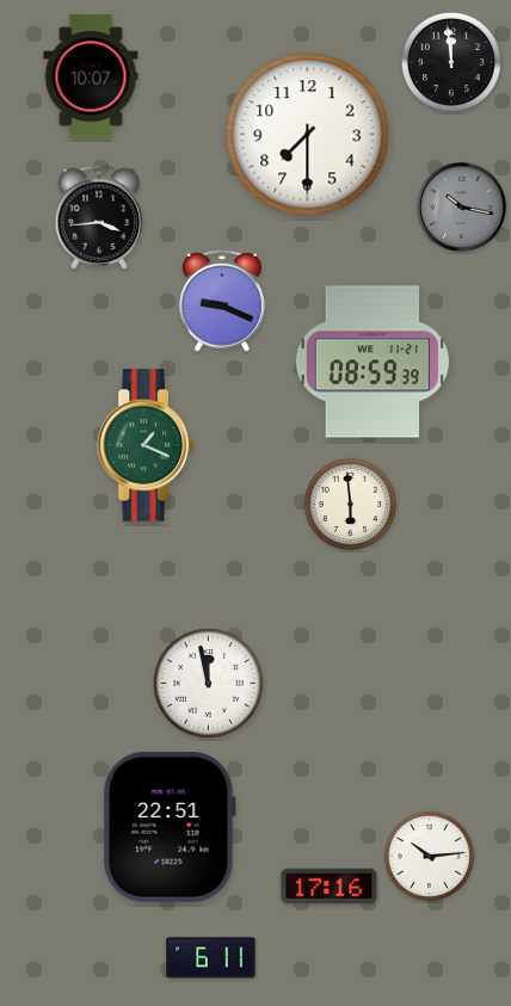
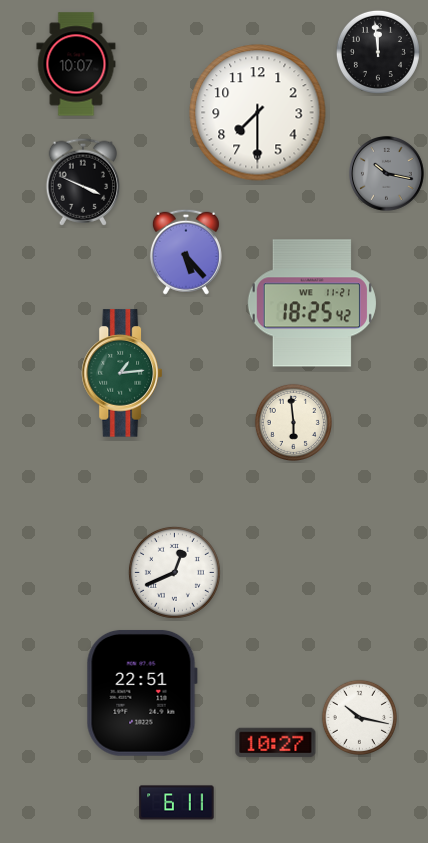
clock at (98, 217): 3:44 -> 3:49
clock at (222, 301): 9:19 -> 5:23
clock at (373, 362): 08:59 -> 18:25
clock at (144, 445): 1:19 -> 1:14
clock at (208, 683): 11:58 -> 12:41
clock at (429, 856): 10:14 -> 10:17
clock at (330, 887): 17:16 -> 10:27
